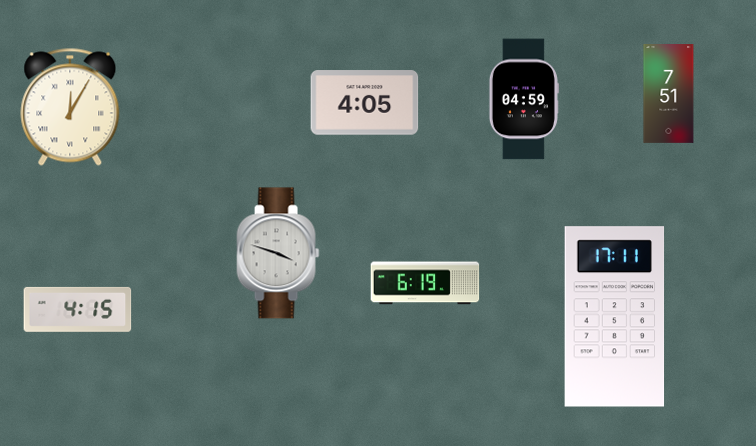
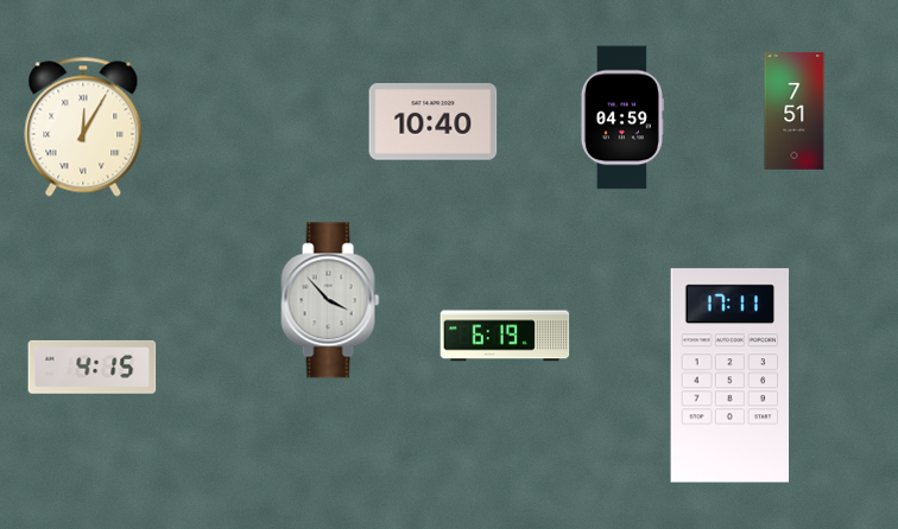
clock at (365, 103): 4:05 -> 10:40
clock at (278, 253): 3:48 -> 3:53
